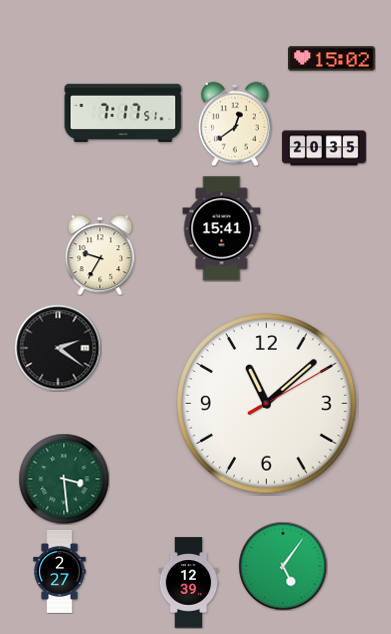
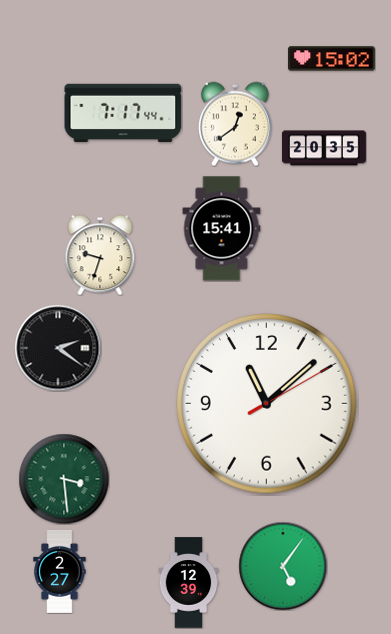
clock at (123, 112): 7:17:51 -> 7:17:44
clock at (100, 255): 9:35 -> 9:33
